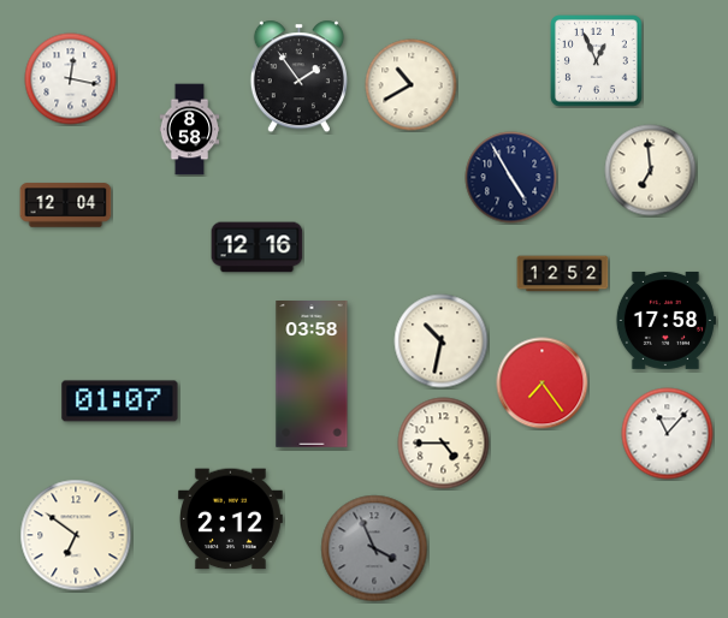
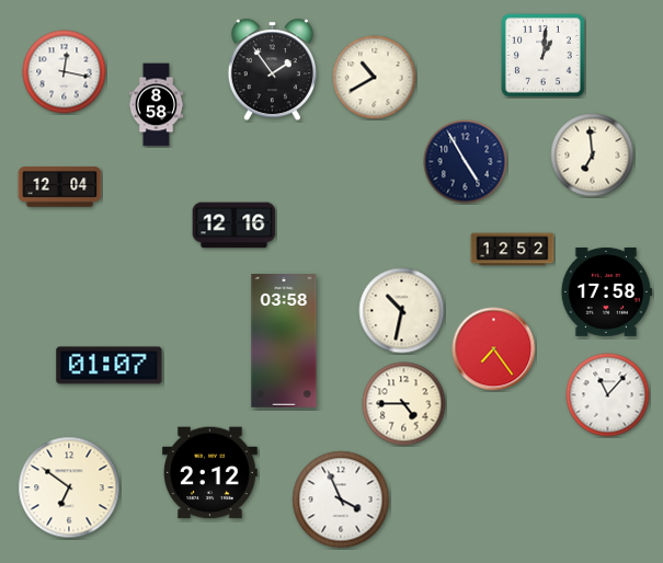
clock at (597, 61): 12:56 -> 1:01
clock at (190, 130) position: (190, 130) -> (157, 105)
clock at (374, 548) dial: grey -> white
